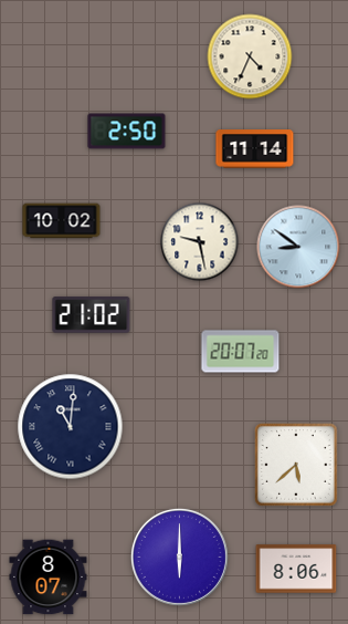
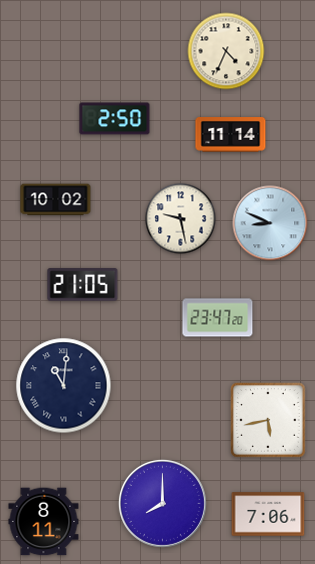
clock at (298, 247): 8:51 -> 8:49
clock at (92, 315): 21:02 -> 21:05
clock at (241, 352): 20:07 -> 23:47
clock at (297, 466): 5:38 -> 5:43
clock at (179, 557): 6:00 -> 8:00
clock at (296, 569): 8:06 -> 7:06
clock at (49, 578): 8:07 -> 8:11
